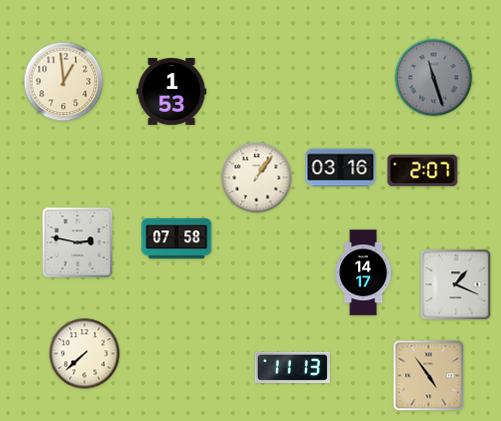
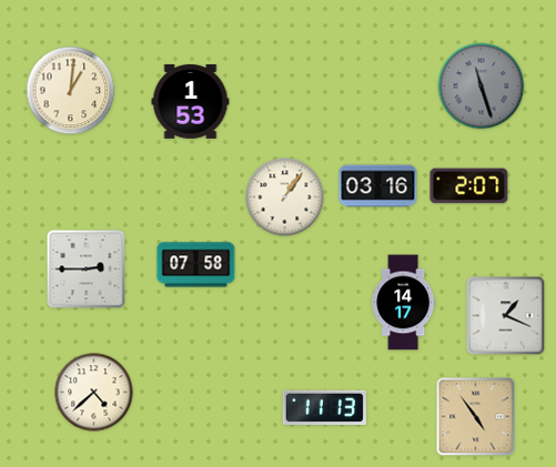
clock at (64, 82): 12:59 -> 1:01
clock at (423, 171) position: (423, 171) -> (469, 186)
clock at (78, 243): 2:47 -> 2:45
clock at (85, 354): 7:38 -> 4:38
